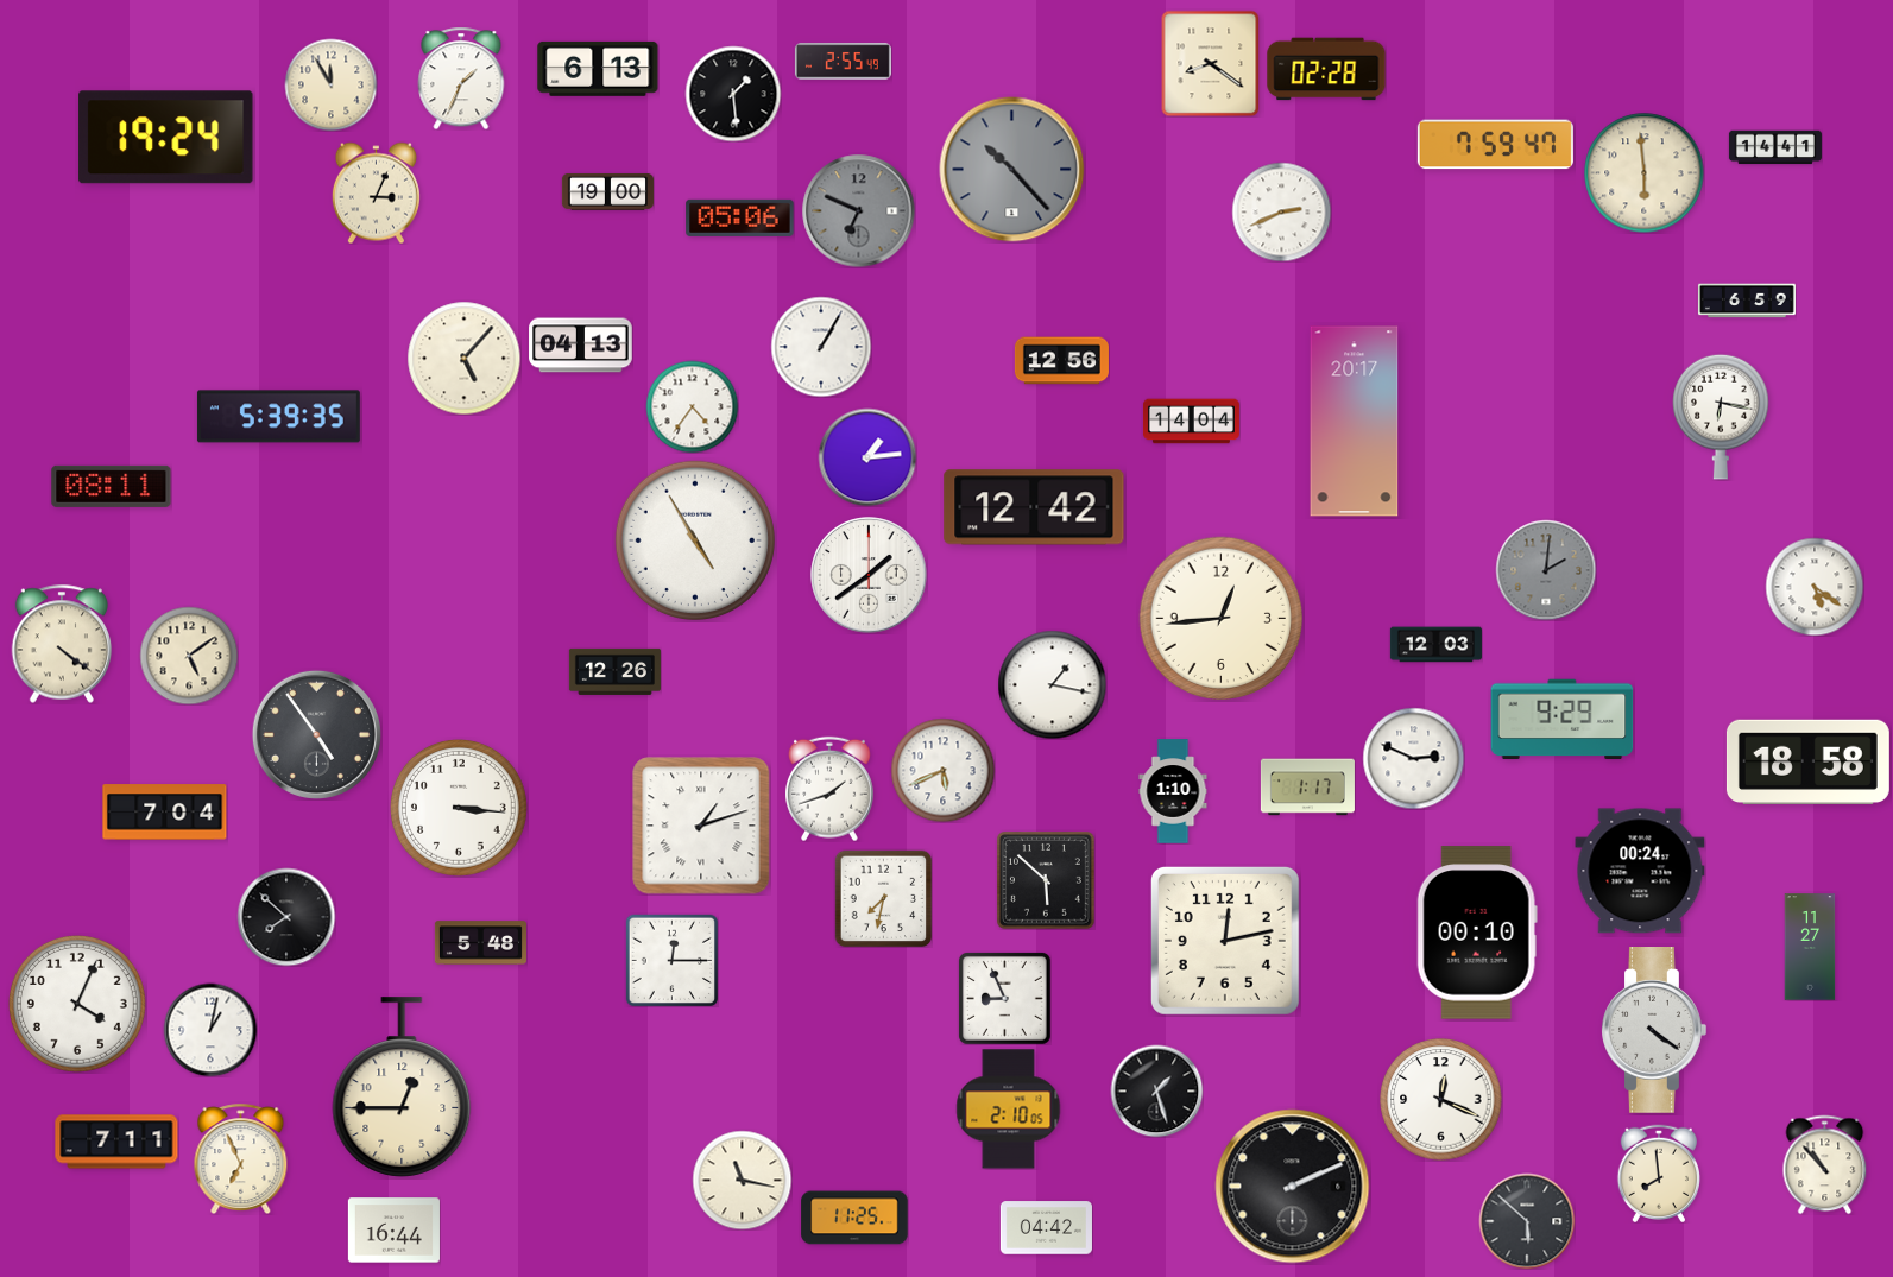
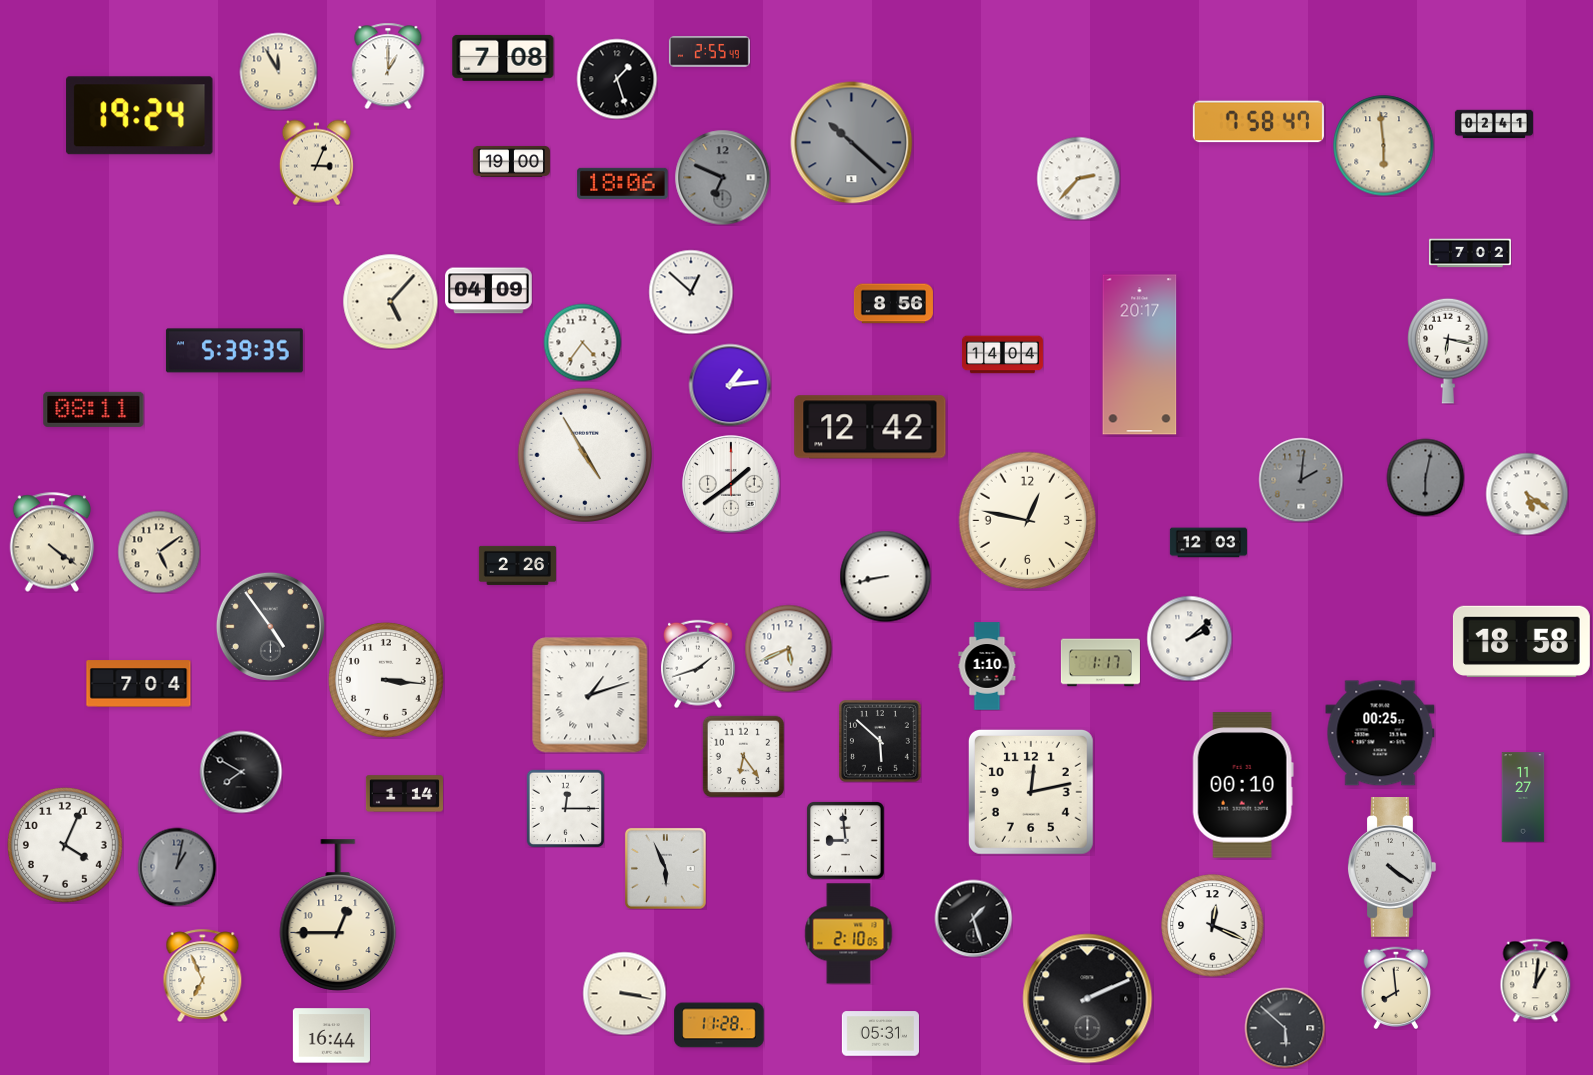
clock at (1211, 63): 8:21 -> none
clock at (598, 69): 6:13 -> 7:08
clock at (1326, 69): 02:28 -> none
clock at (461, 78): 1:34 -> 1:00
clock at (733, 94): 1:29 -> 1:27
clock at (1495, 145): 7:59 -> 7:58
clock at (1775, 147): 14:41 -> 02:41
clock at (1012, 170): 10:23 -> 10:22
clock at (1281, 211): 2:41 -> 2:37
clock at (740, 217): 05:06 -> 18:06
clock at (1747, 301): 6:59 -> 7:02
clock at (581, 346): 04:13 -> 04:09
clock at (821, 347): 1:05 -> 12:52
clock at (1061, 361): 12:56 -> 8:56
clock at (1425, 477): none -> 6:02
clock at (1222, 619): 12:44 -> 12:47
clock at (614, 671): 12:26 -> 2:26
clock at (1052, 684): 1:17 -> 8:43
clock at (1563, 720): 9:29 -> none
clock at (316, 734) position: (316, 734) -> (270, 626)
clock at (1413, 758): 2:49 -> 2:08
clock at (942, 770) position: (942, 770) -> (788, 648)
clock at (1640, 871): 00:24 -> 00:25
clock at (883, 898): 7:32 -> 6:24
clock at (286, 917): 7:52 -> 7:50
clock at (480, 943): 5:48 -> 1:14
clock at (1004, 998): 8:56 -> 8:59
clock at (210, 1030) dial: white -> grey
clock at (665, 868): none -> 5:56
clock at (116, 1142): 7:11 -> none
clock at (1825, 1164): 10:53 -> 1:01
clock at (742, 1180): 11:17 -> 3:17
clock at (854, 1218): 11:25 -> 11:28
clock at (1046, 1228): 04:42 -> 05:31
